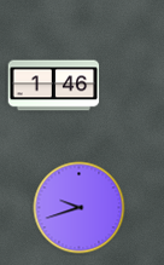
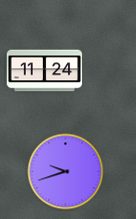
clock at (54, 86): 1:46 -> 11:24
